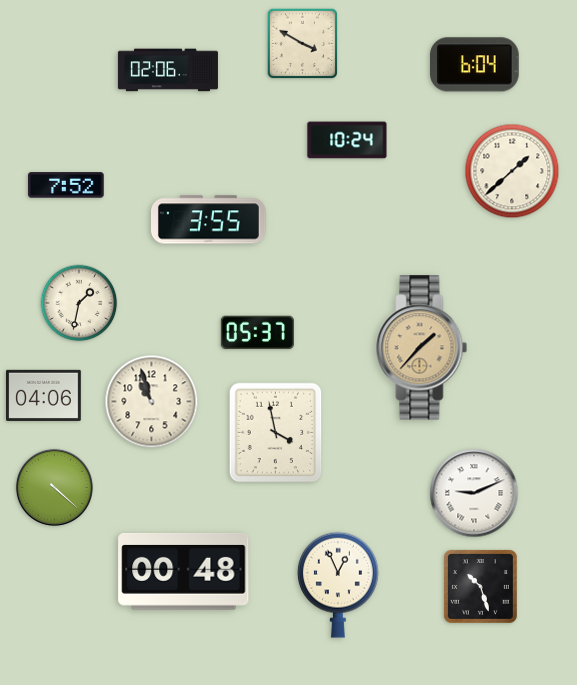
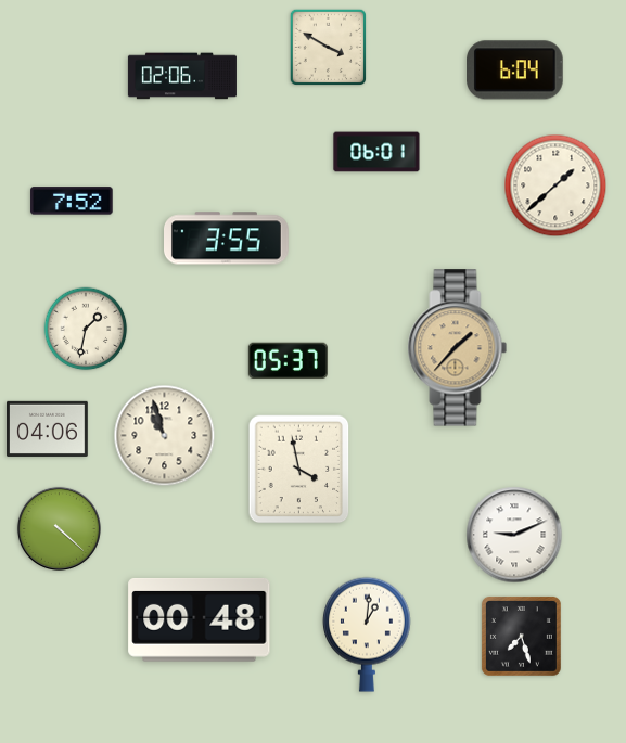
clock at (347, 140): 10:24 -> 06:01
clock at (257, 333) position: (257, 333) -> (288, 361)
clock at (422, 348) position: (422, 348) -> (458, 348)
clock at (338, 585): 12:56 -> 1:01
clock at (480, 586): 10:27 -> 7:27
